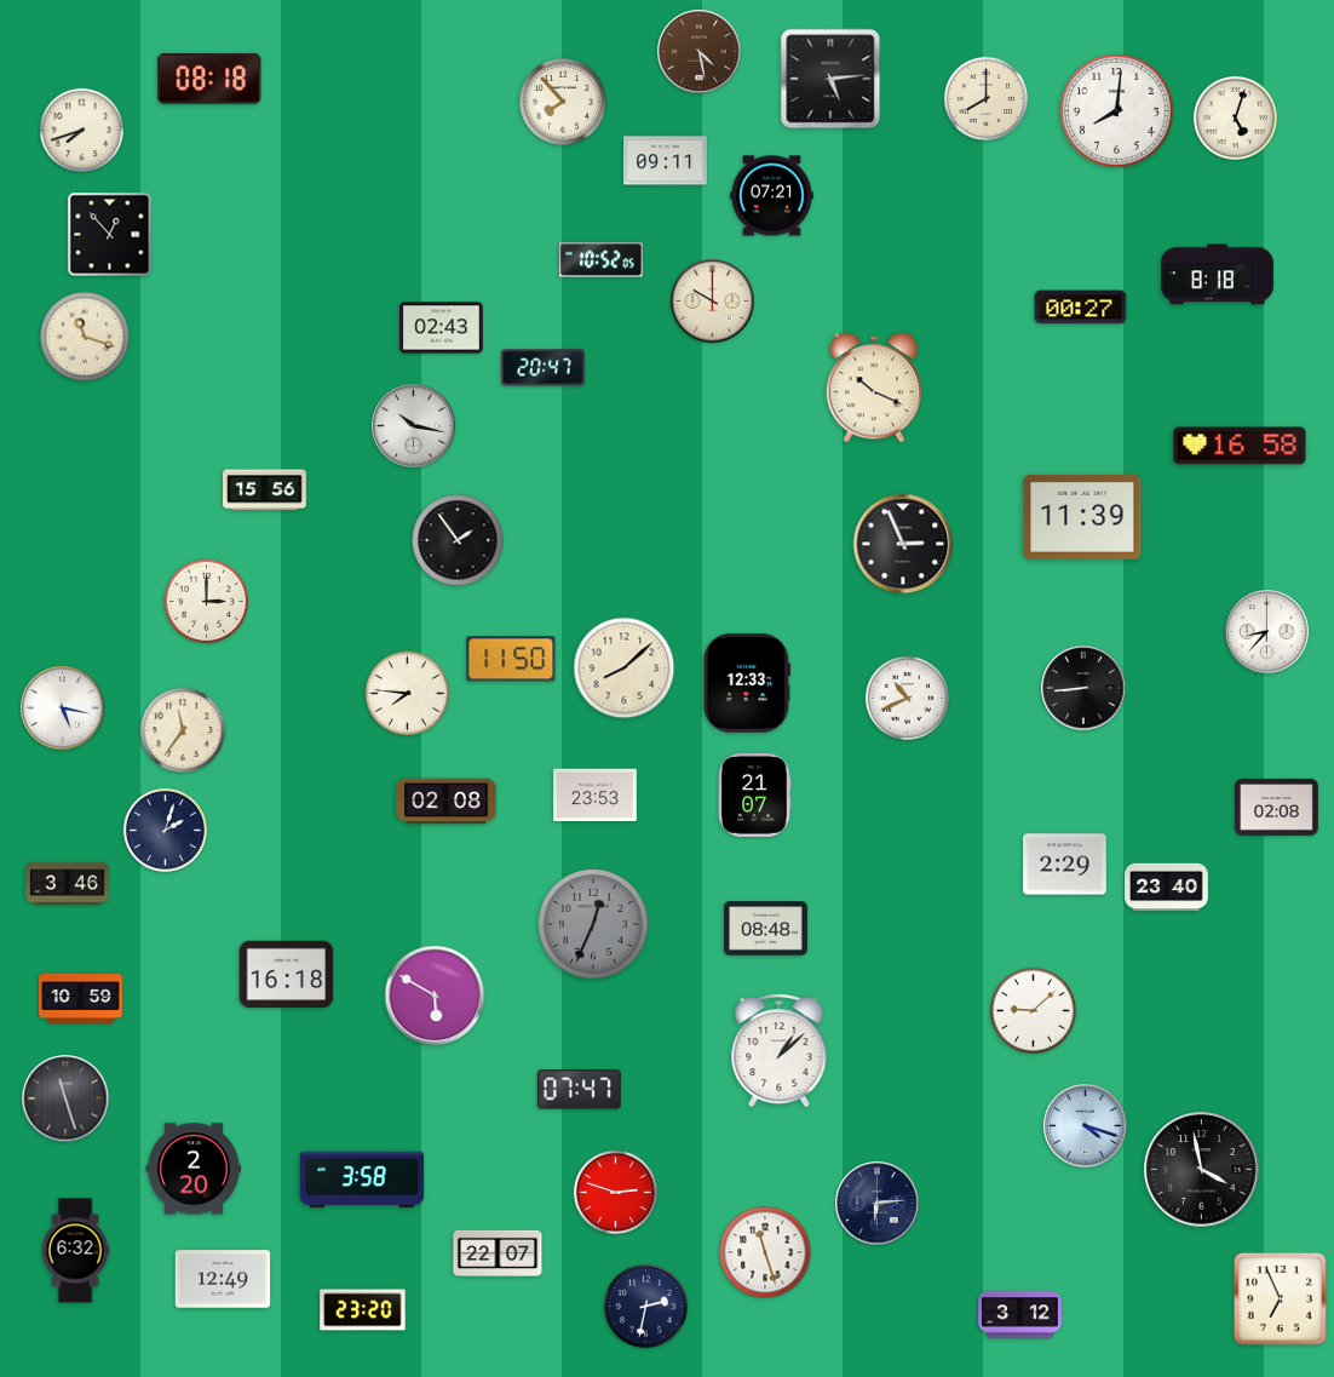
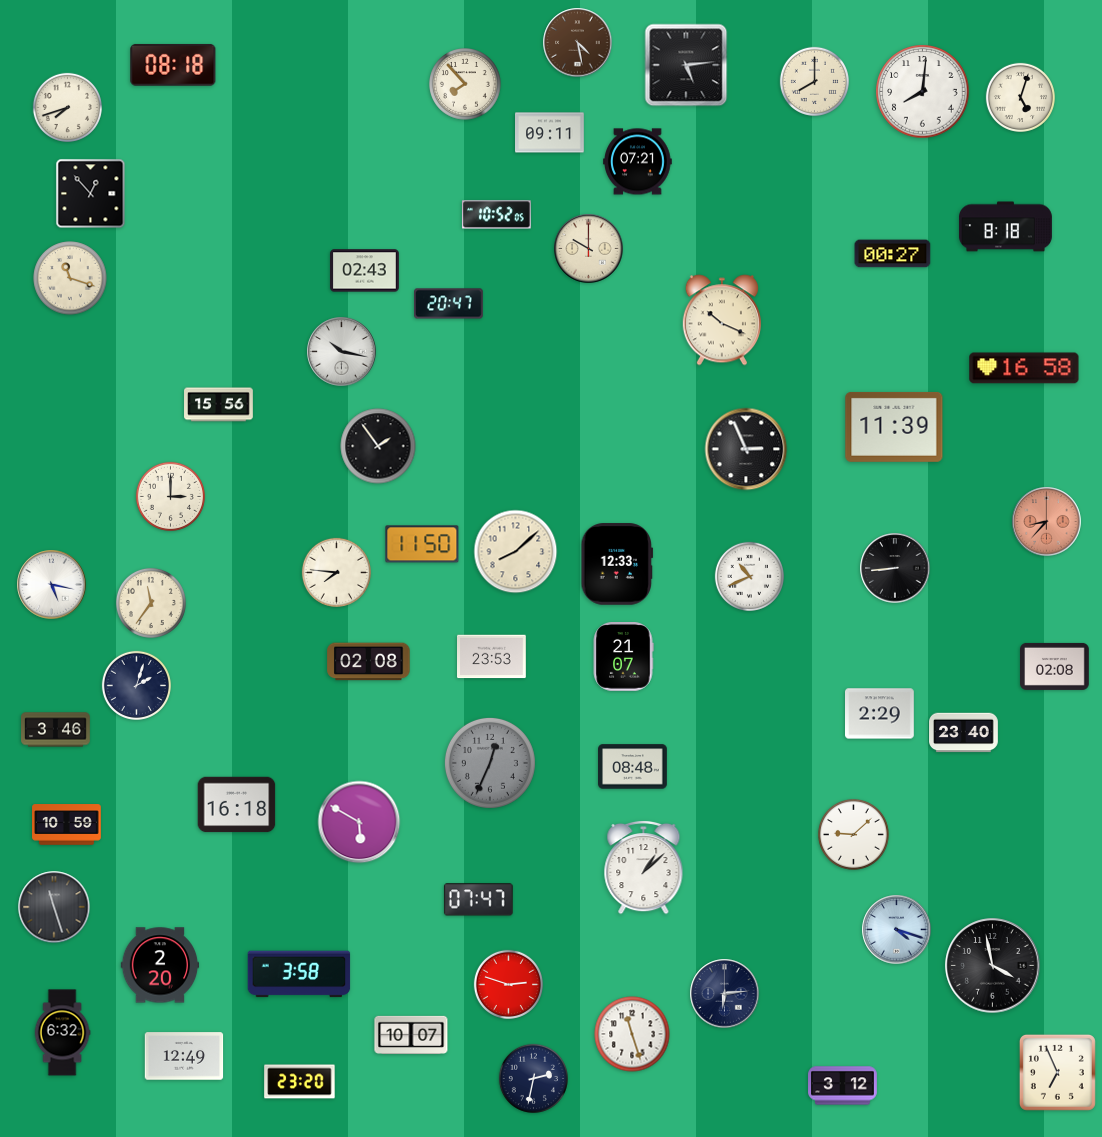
clock at (1267, 632) dial: white -> salmon
clock at (498, 1253): 22:07 -> 10:07
